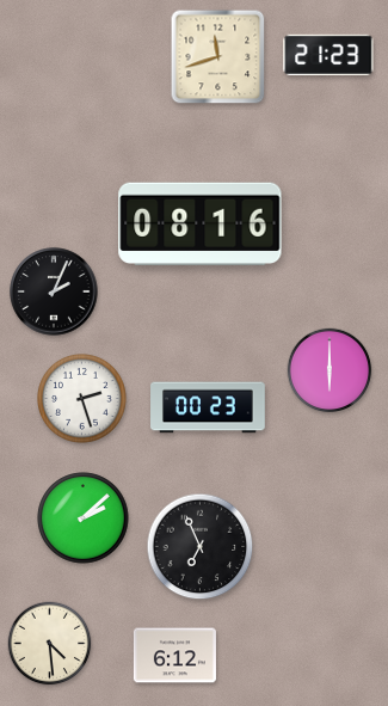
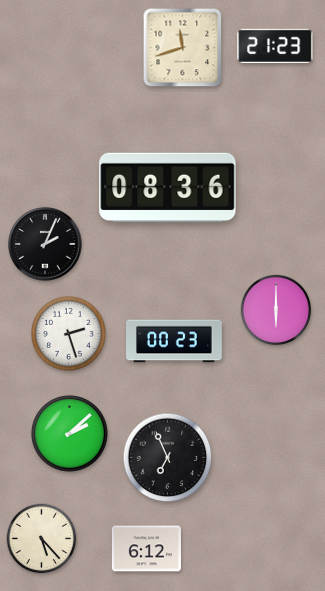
clock at (201, 223): 08:16 -> 08:36
clock at (50, 644): 4:29 -> 5:23
